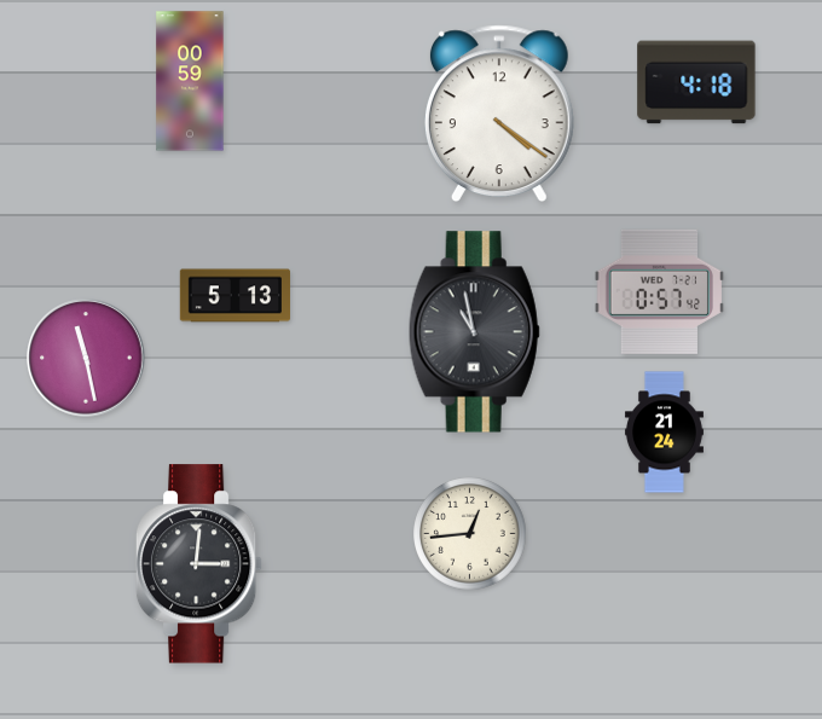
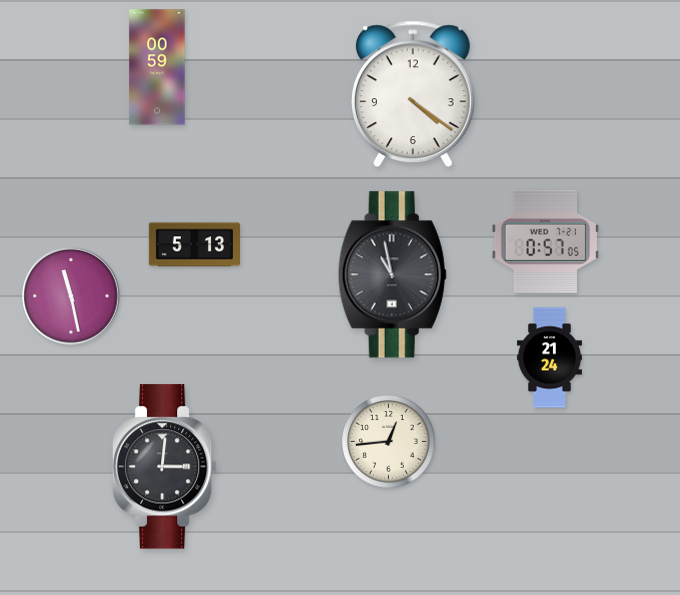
clock at (696, 82): 4:18 -> none
clock at (659, 291): 0:57:42 -> 0:57:05
